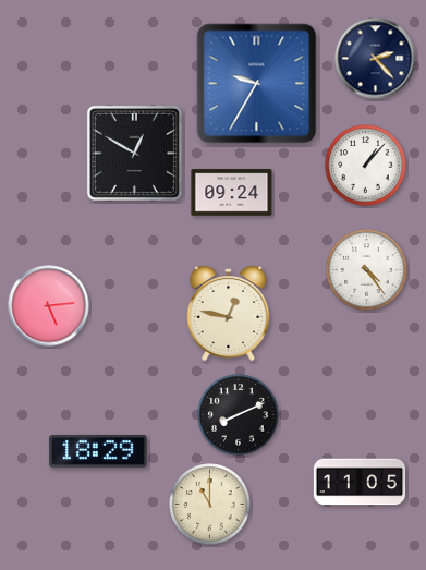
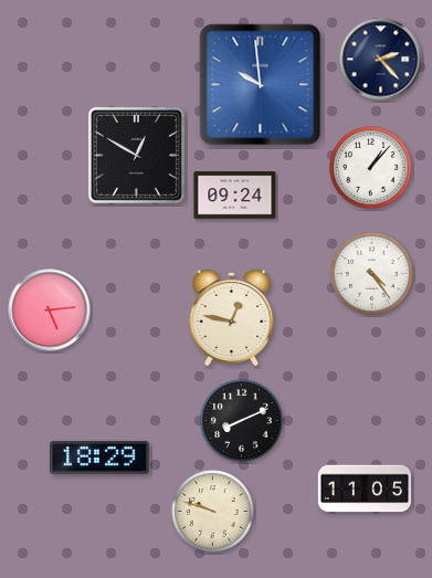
clock at (257, 84): 9:35 -> 9:59
clock at (210, 505): 11:00 -> 9:48
